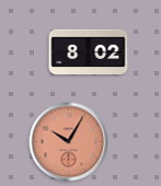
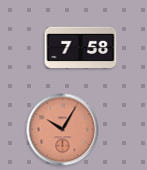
clock at (89, 51): 8:02 -> 7:58
